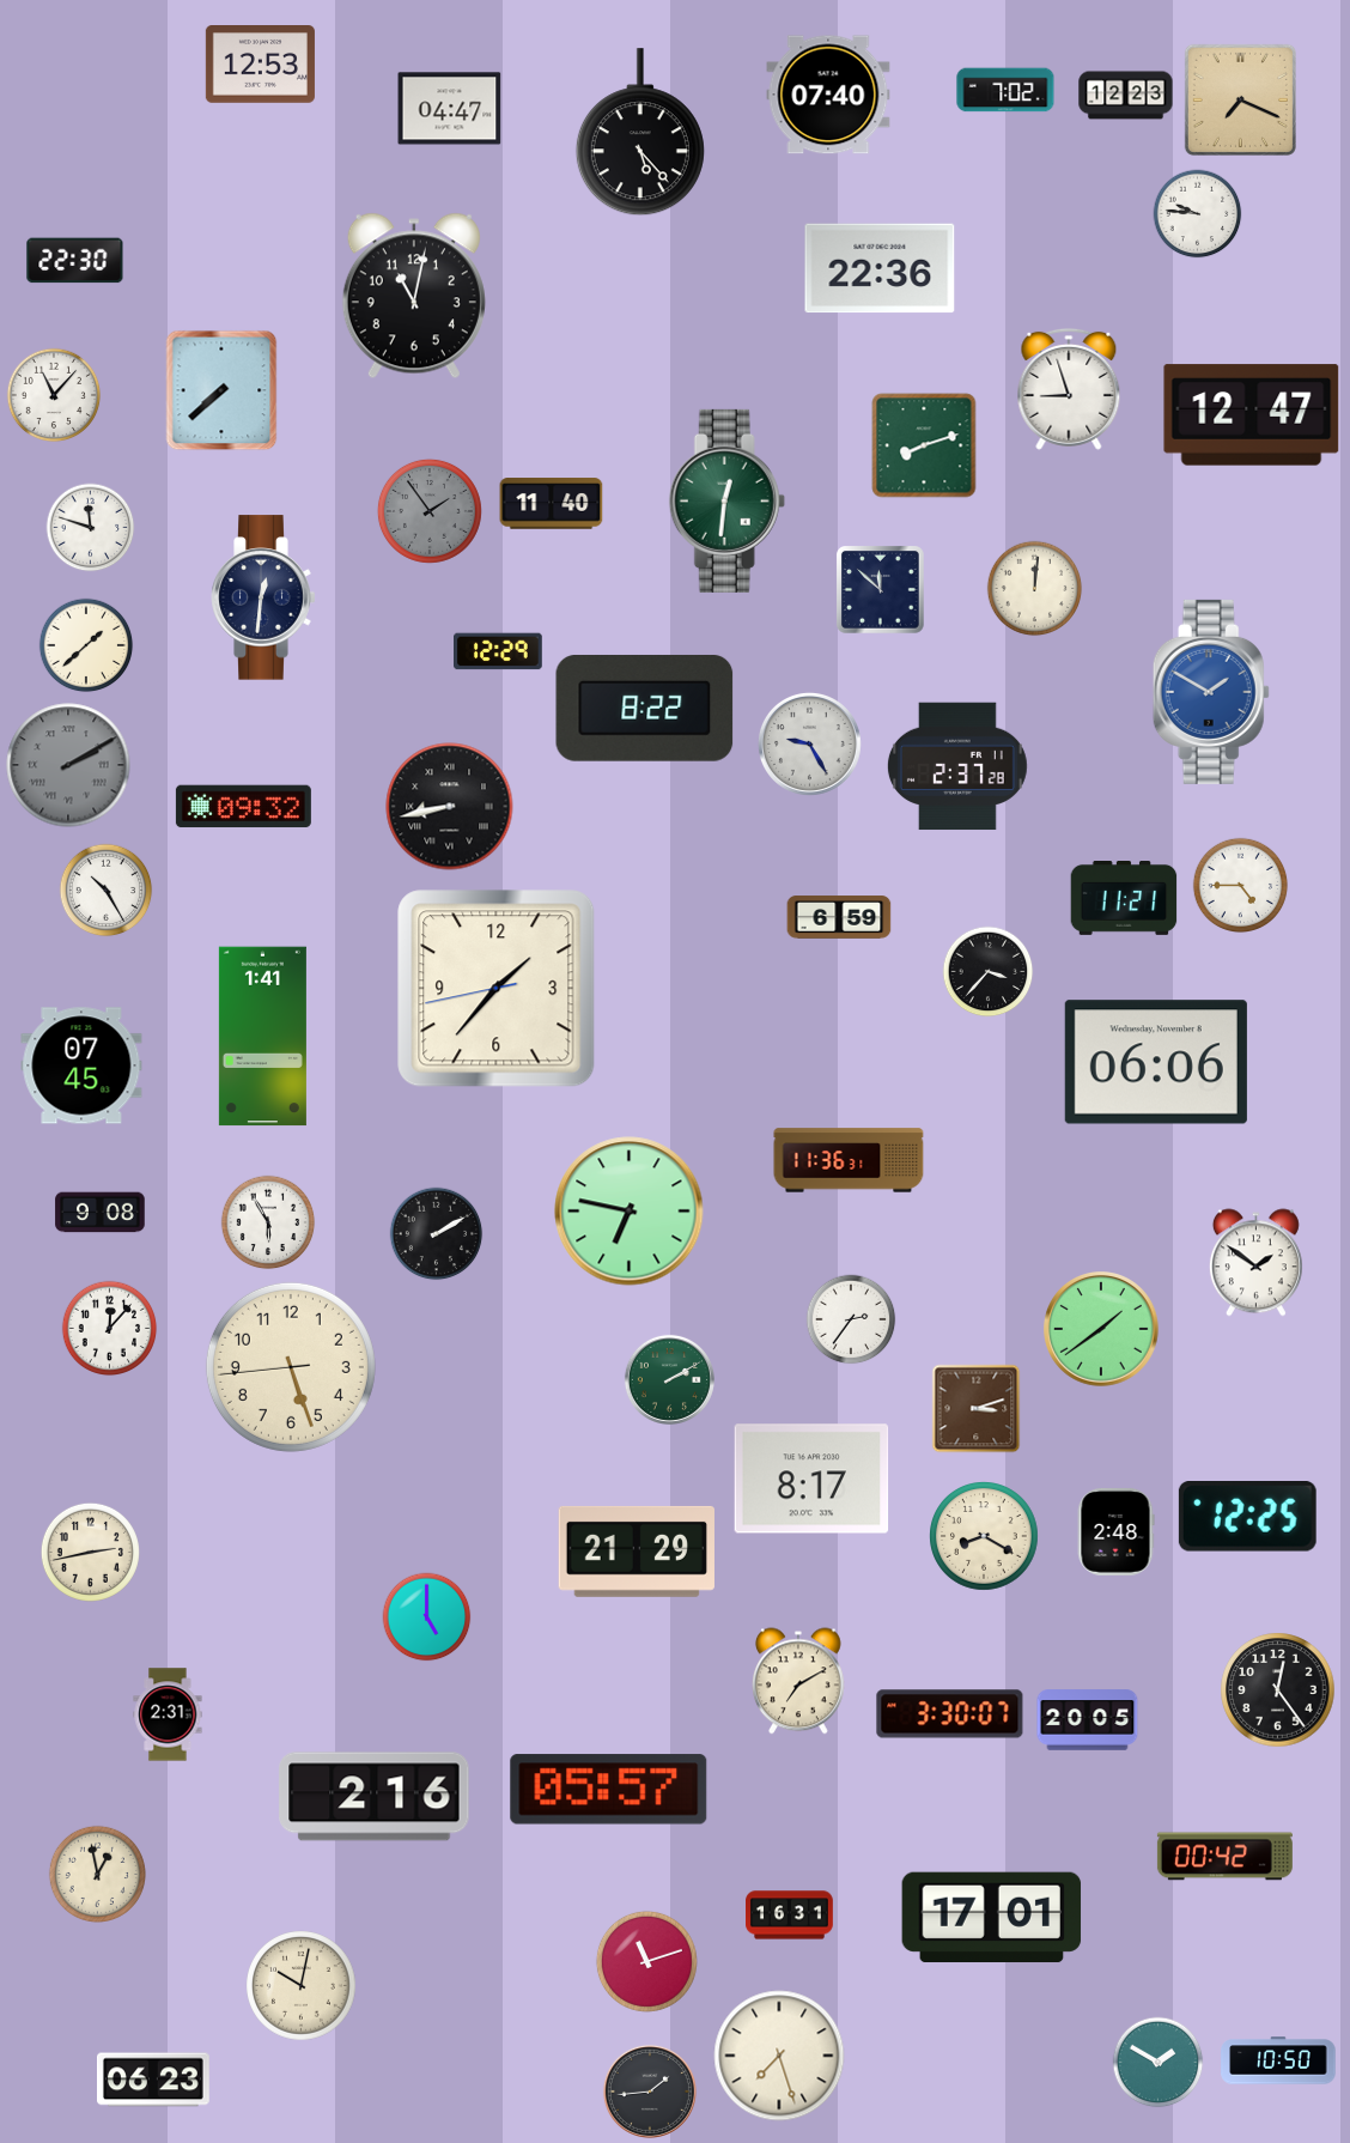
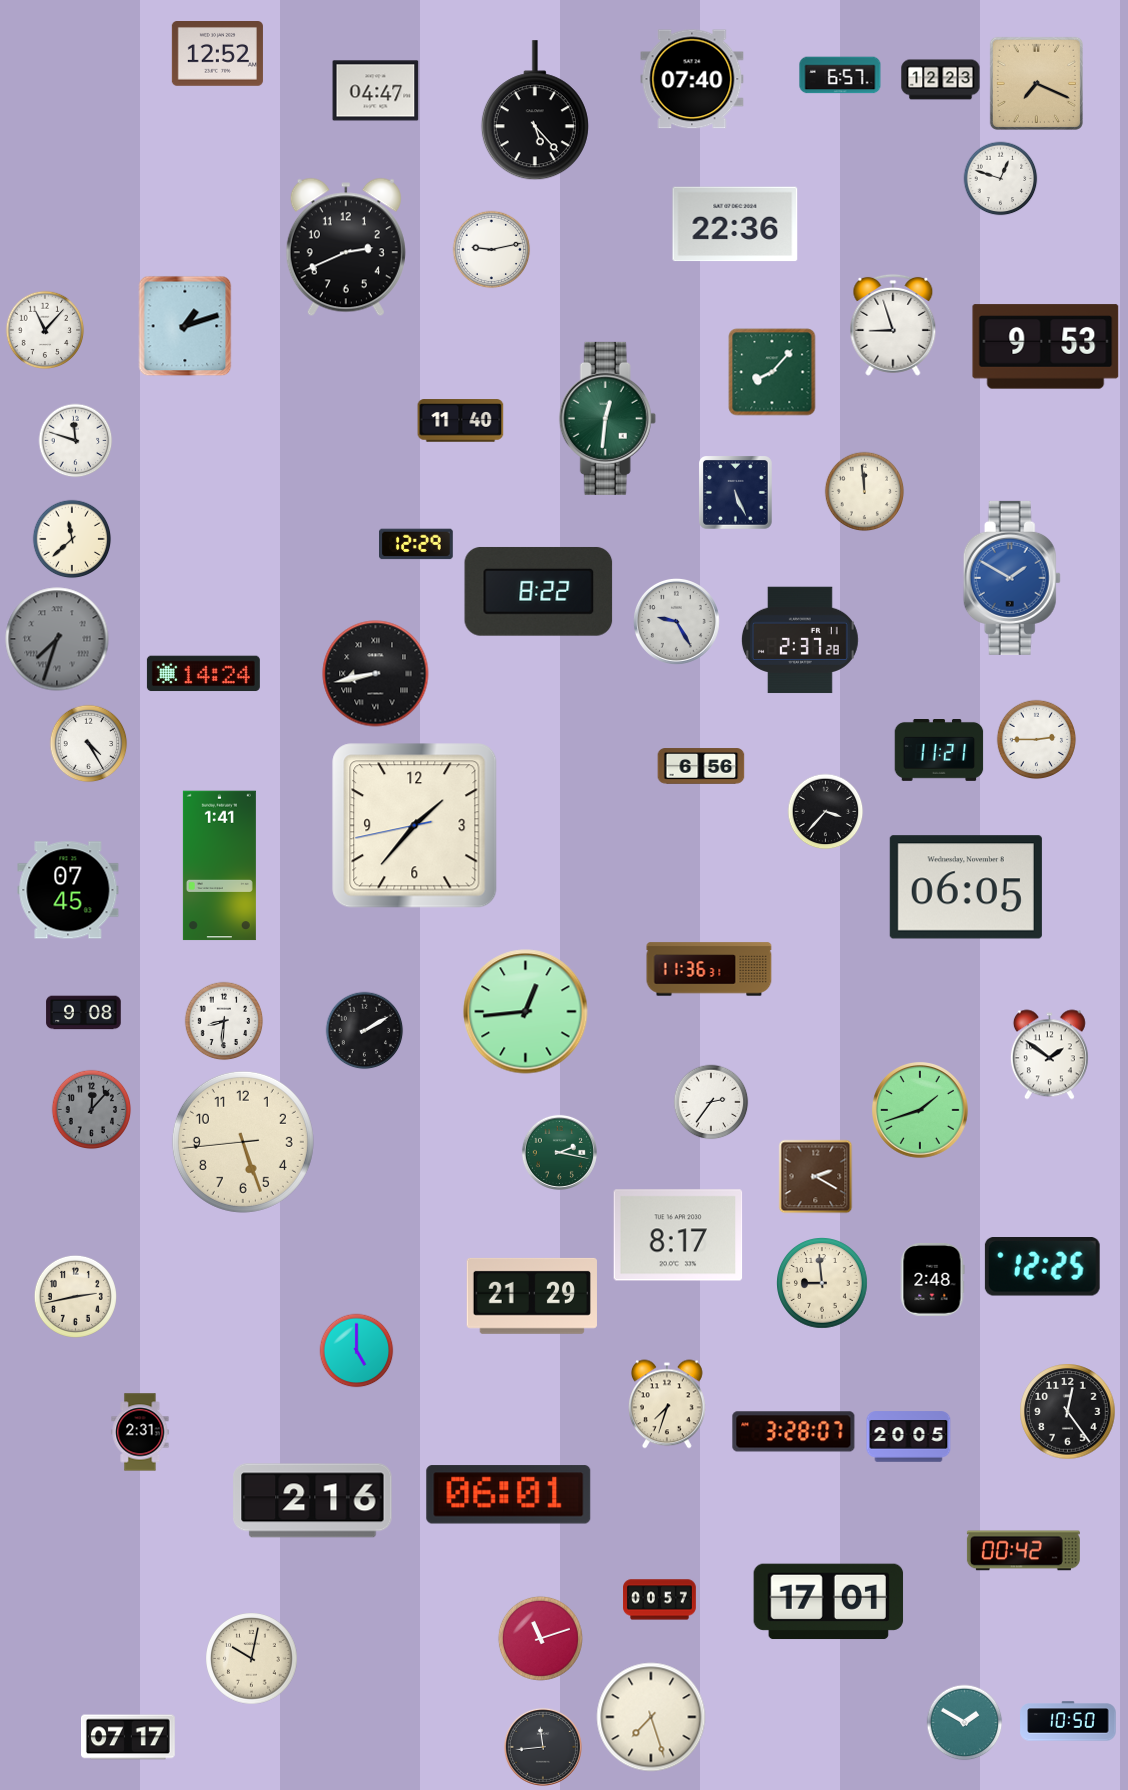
clock at (260, 65): 12:53 -> 12:52
clock at (1005, 90): 7:02 -> 6:57
clock at (1198, 214): 9:46 -> 12:48
clock at (75, 261): 22:30 -> none
clock at (414, 296): 11:02 -> 2:41
clock at (492, 250): none -> 9:13
clock at (221, 390): 7:38 -> 1:12
clock at (1252, 415): 12:47 -> 9:53
clock at (924, 445): 8:12 -> 8:07
clock at (430, 511): 1:54 -> none
clock at (1035, 589): 12:01 -> 11:59
clock at (881, 590): 11:52 -> 5:26
clock at (263, 597): 12:31 -> none
clock at (86, 645): 1:38 -> 11:38
clock at (68, 765): 2:10 -> 7:33
clock at (243, 807): 09:32 -> 14:24
clock at (1241, 886): 4:45 -> 2:45
clock at (107, 891): 10:25 -> 4:25
clock at (839, 917): 6:59 -> 6:56
clock at (1156, 1062): 06:06 -> 06:05
clock at (630, 1212): 6:47 -> 12:44
clock at (268, 1222): 5:55 -> 8:31
clock at (110, 1329) dial: white -> grey
clock at (1102, 1330): 1:39 -> 1:42
clock at (669, 1379): 2:10 -> 2:17
clock at (977, 1409): 3:12 -> 2:20
clock at (985, 1537): 8:20 -> 8:59
clock at (799, 1681): 7:10 -> 7:33
clock at (950, 1714): 3:30 -> 3:28
clock at (609, 1790): 05:57 -> 06:01
clock at (97, 1874): 12:58 -> none
clock at (790, 1916): 16:31 -> 00:57
clock at (1159, 2063) position: (1159, 2063) -> (965, 1723)
clock at (154, 2080): 06:23 -> 07:17
clock at (650, 2092): 1:44 -> 11:44
